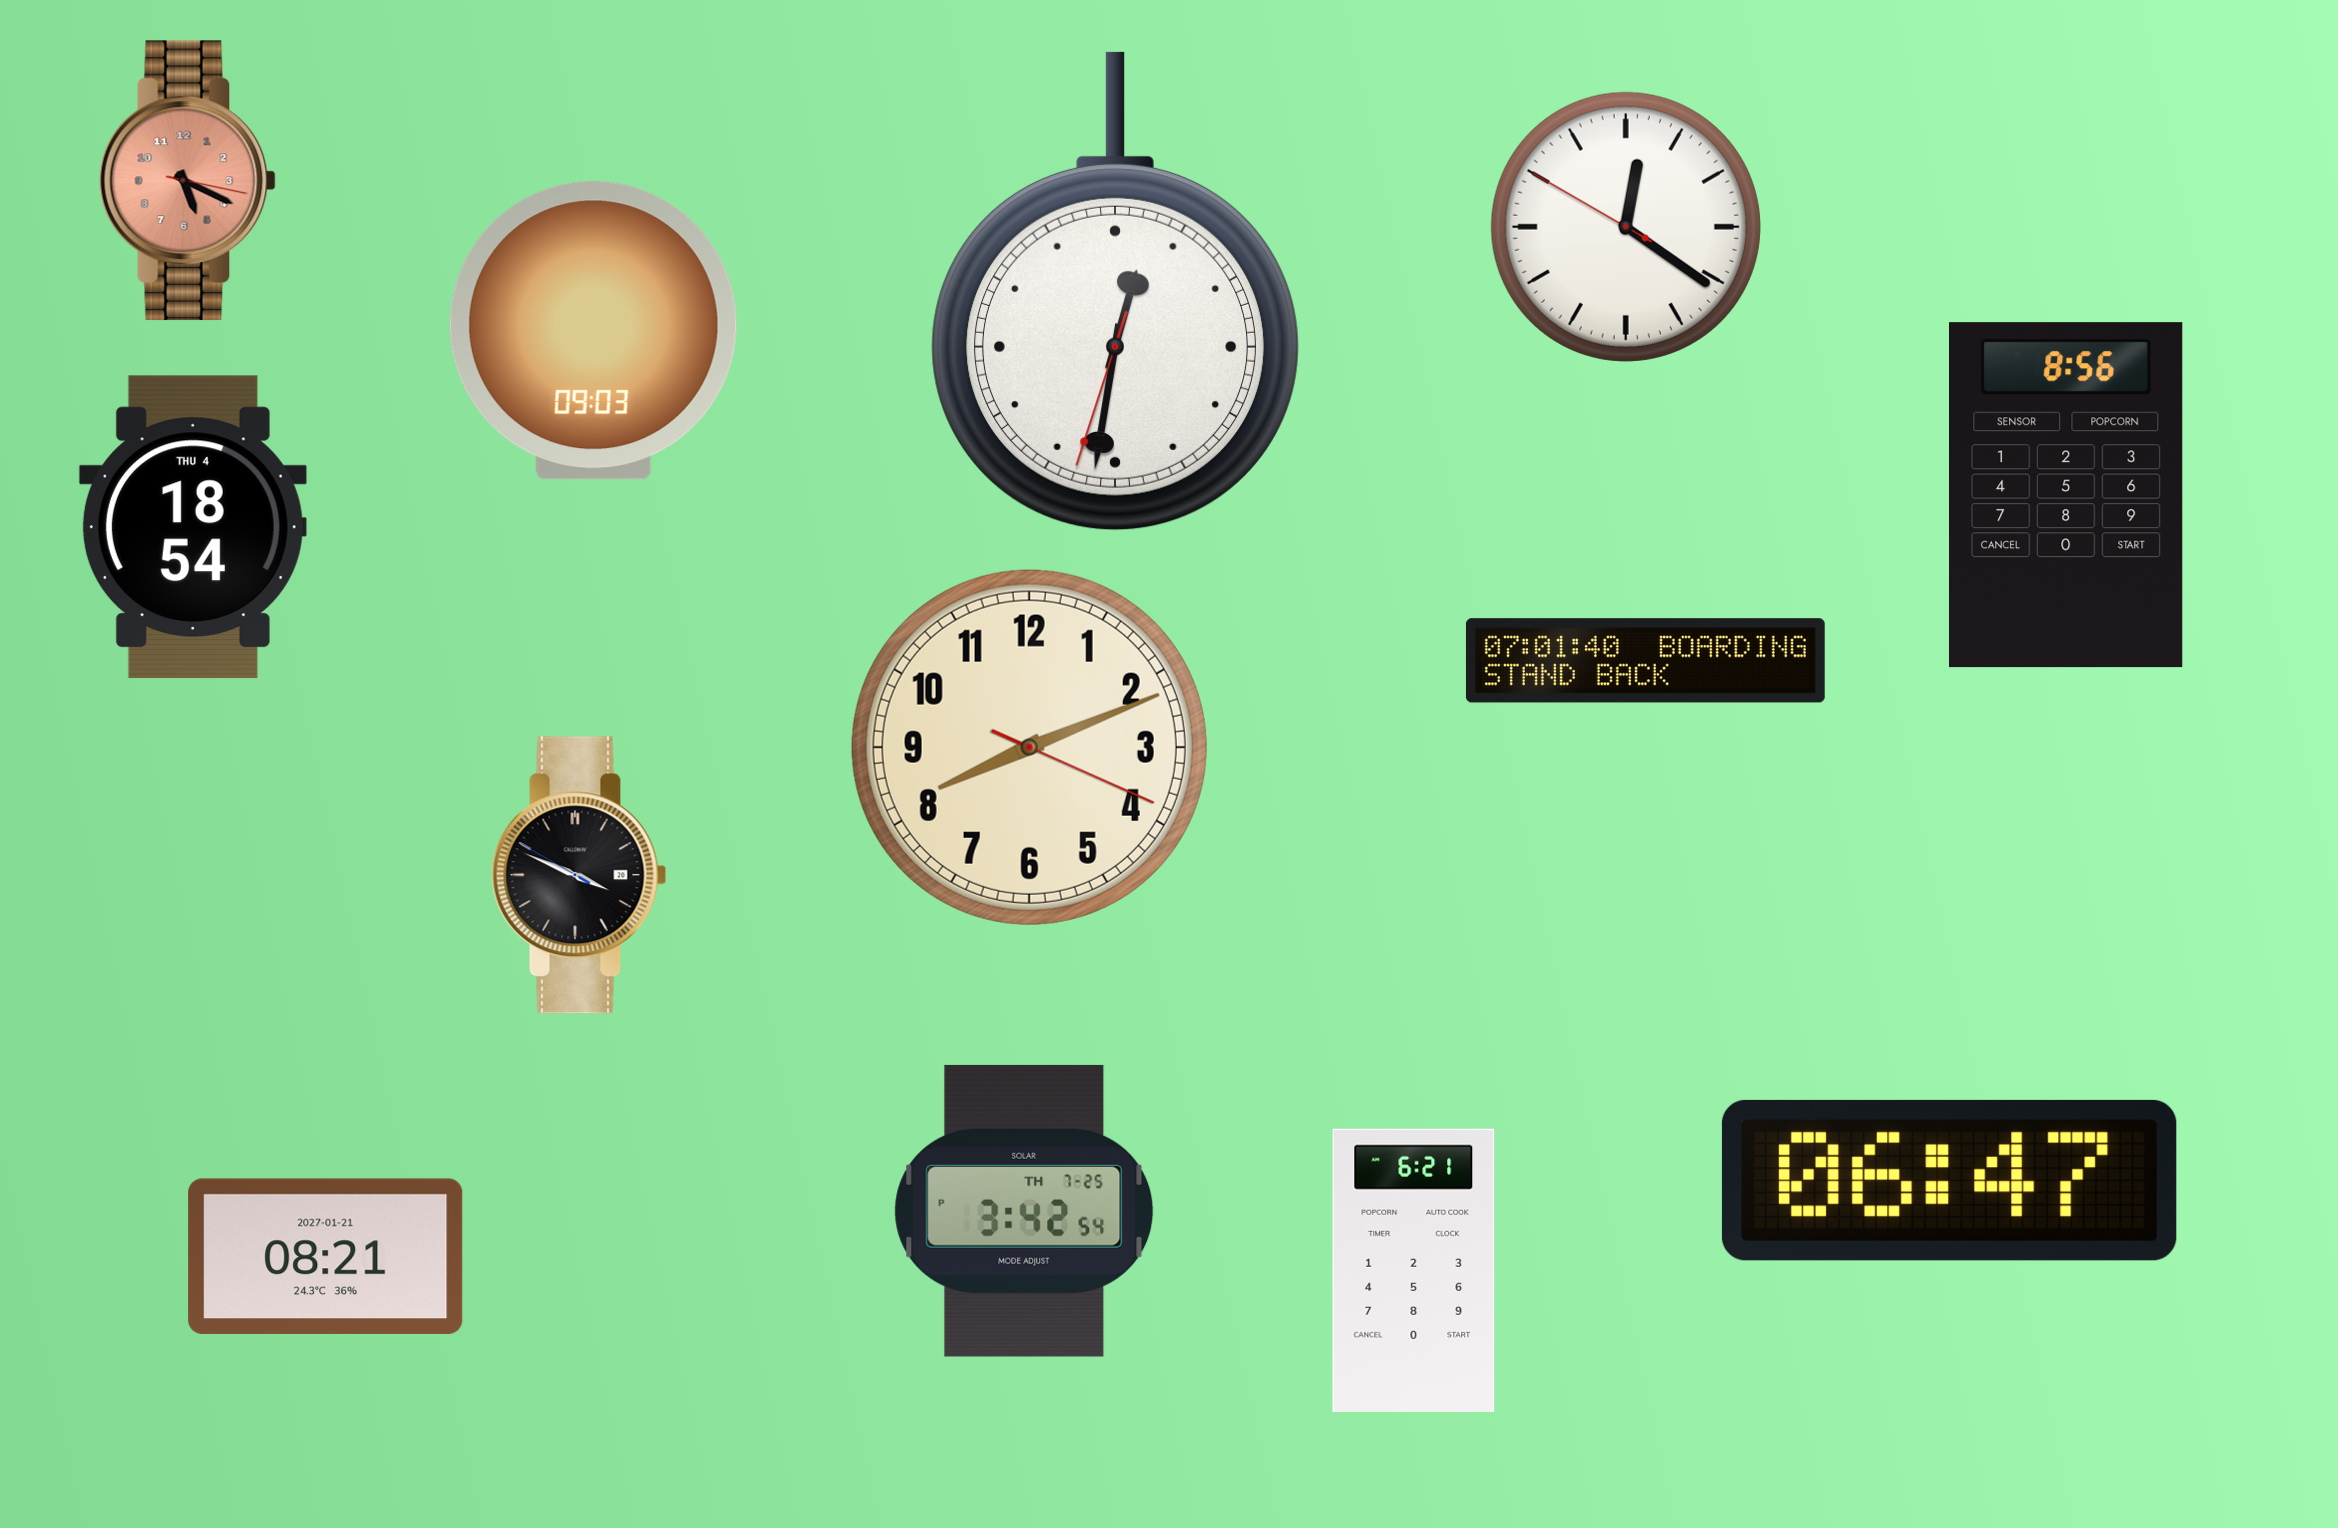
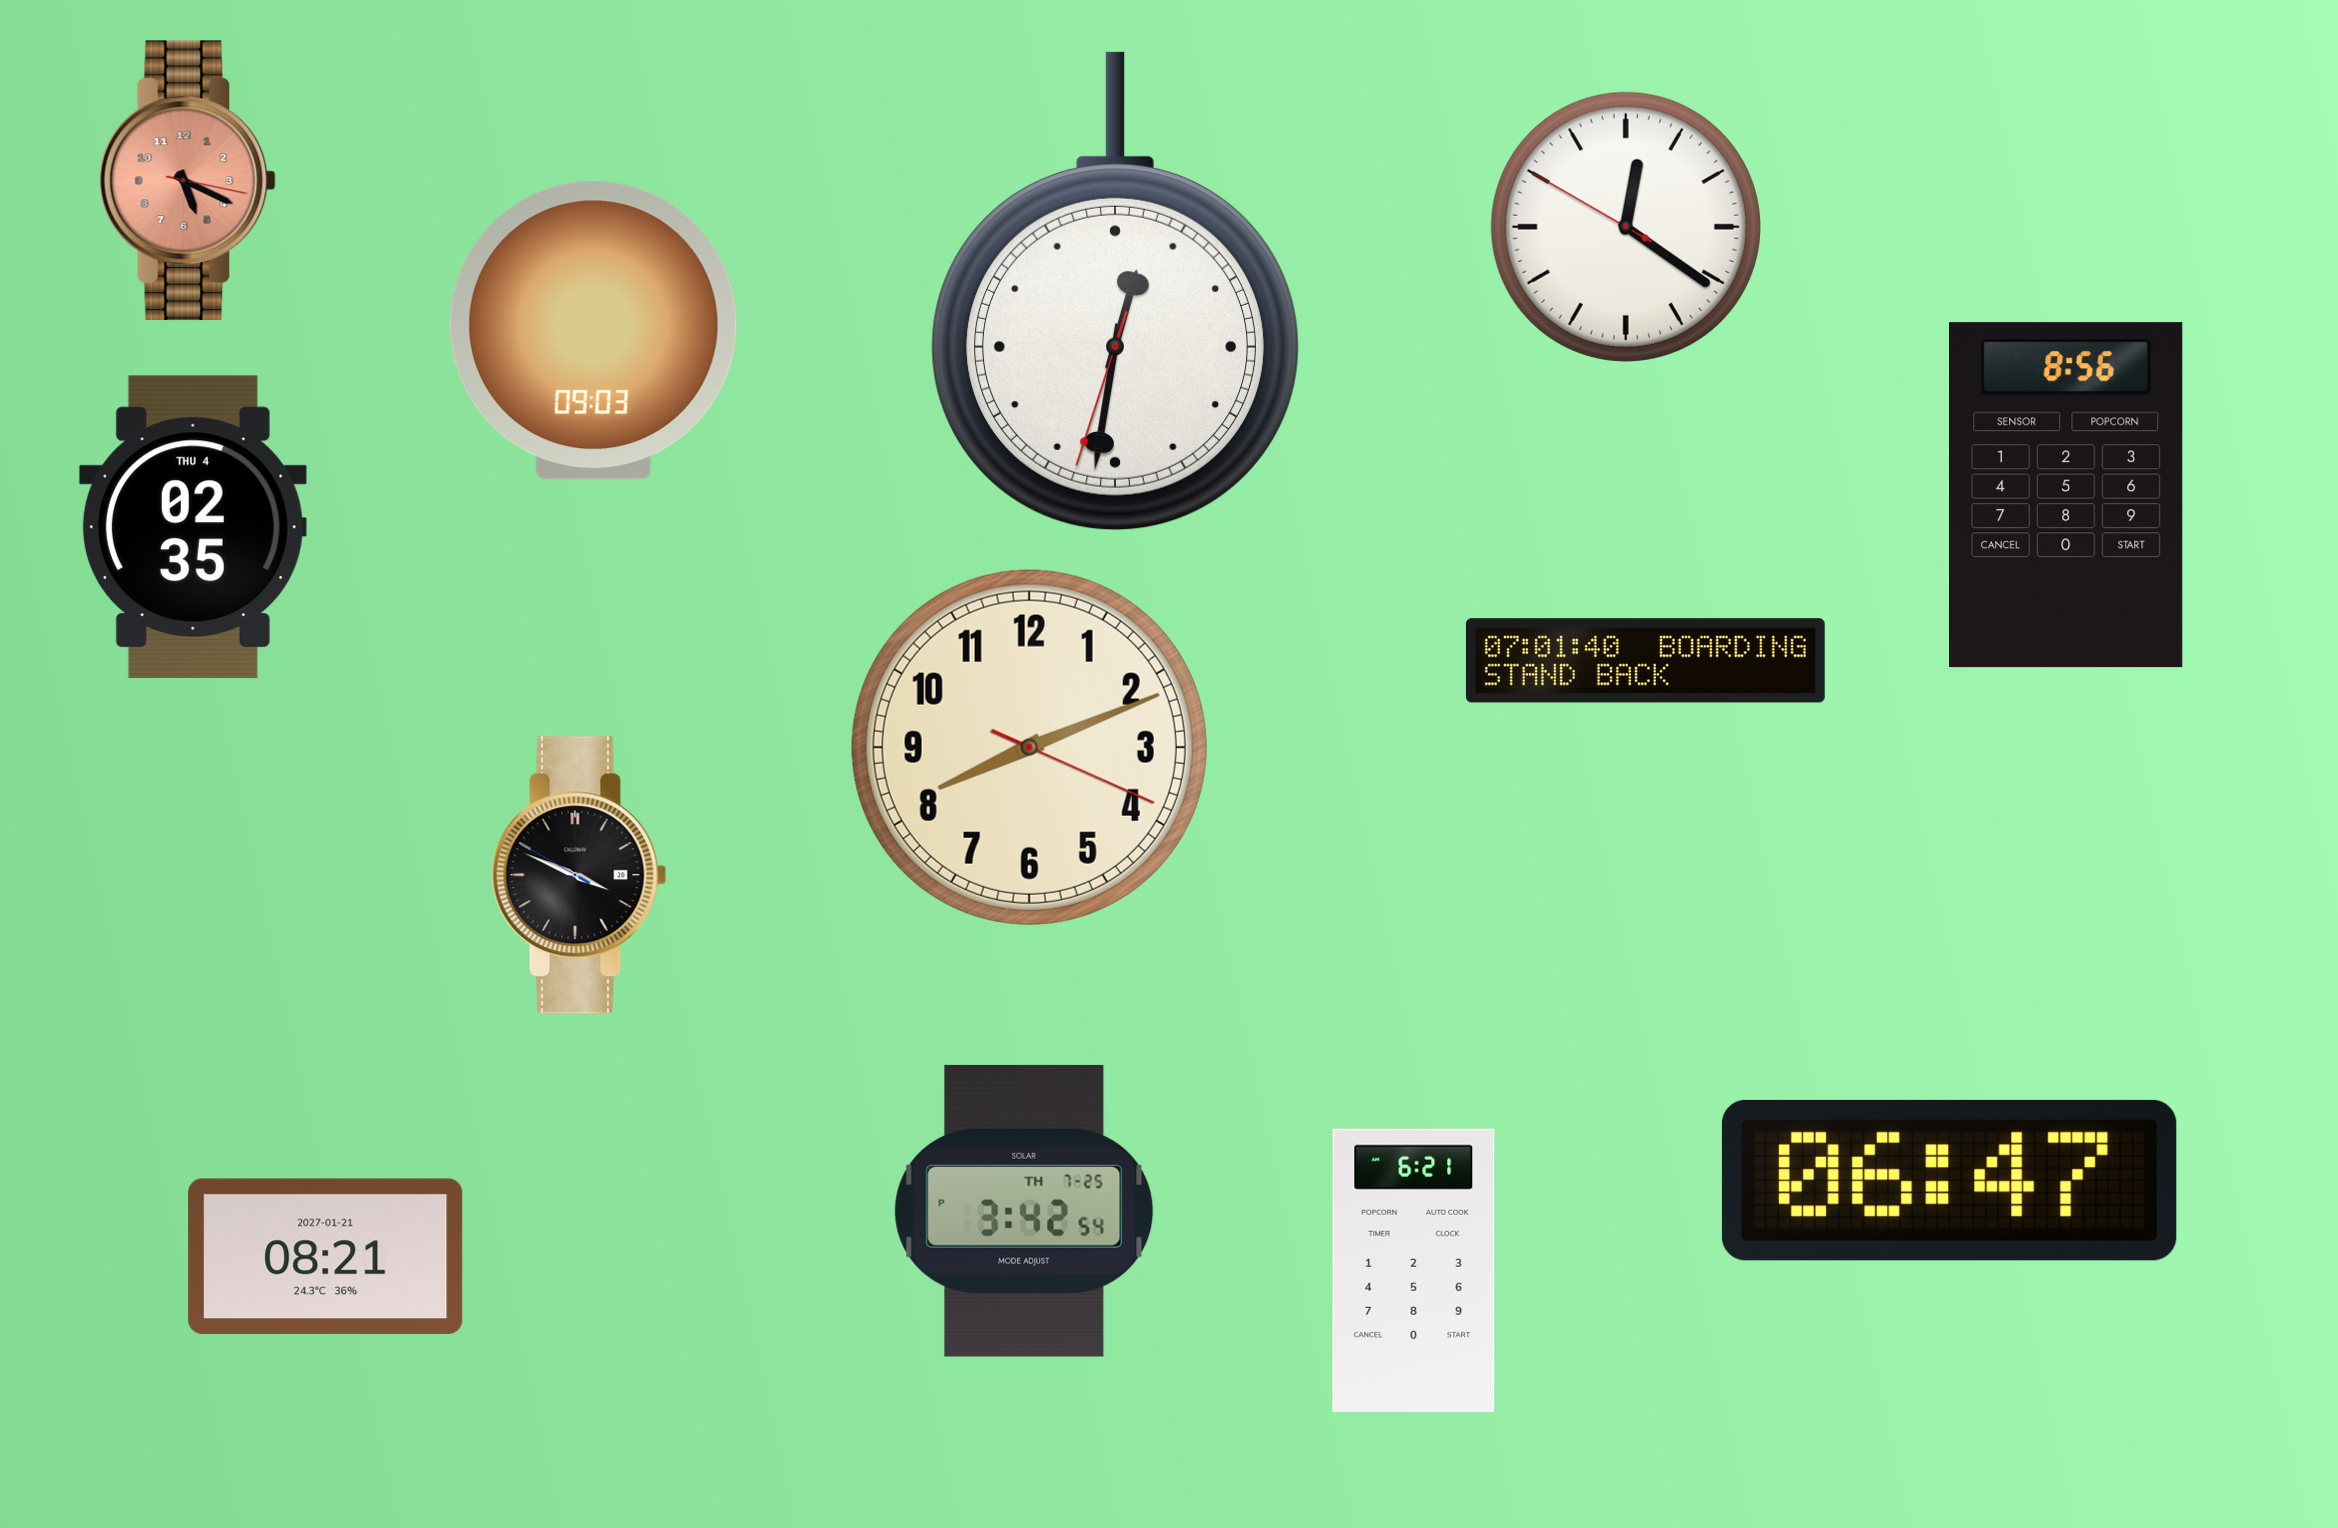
clock at (193, 527): 18:54 -> 02:35
